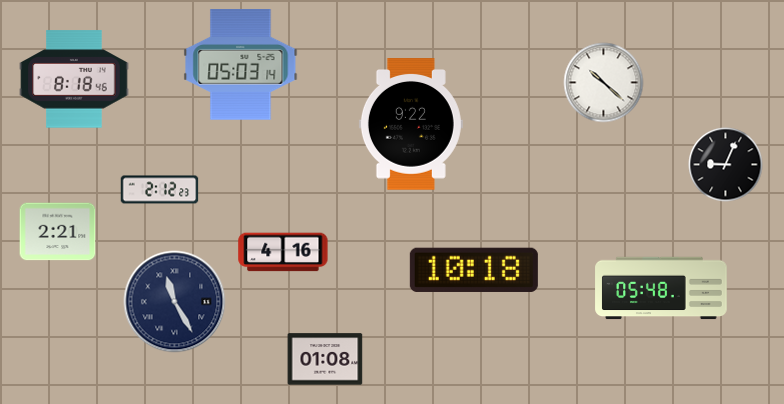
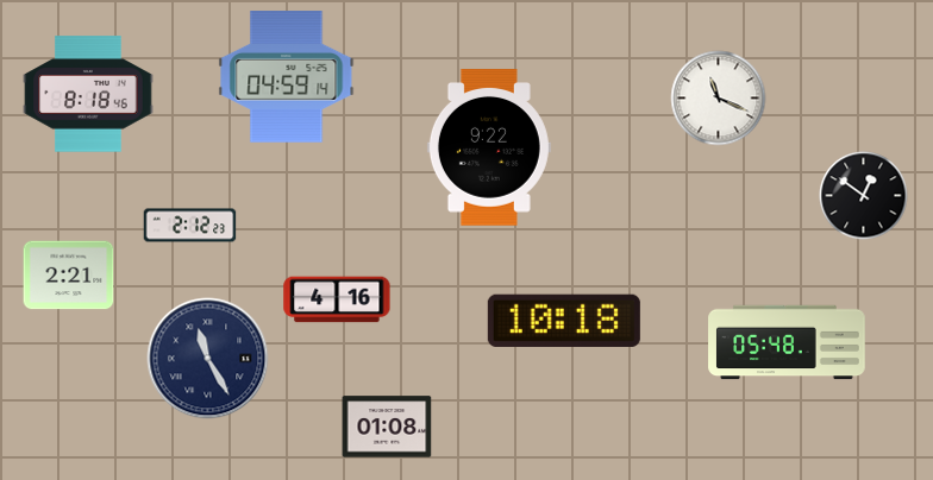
clock at (241, 65): 05:03 -> 04:59
clock at (604, 83): 10:22 -> 11:19
clock at (726, 165): 9:04 -> 12:51
